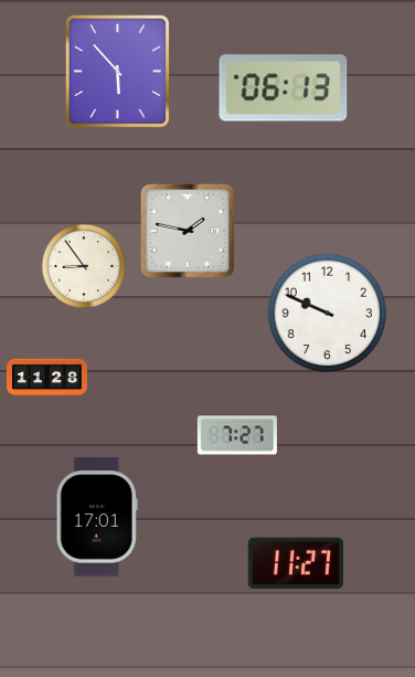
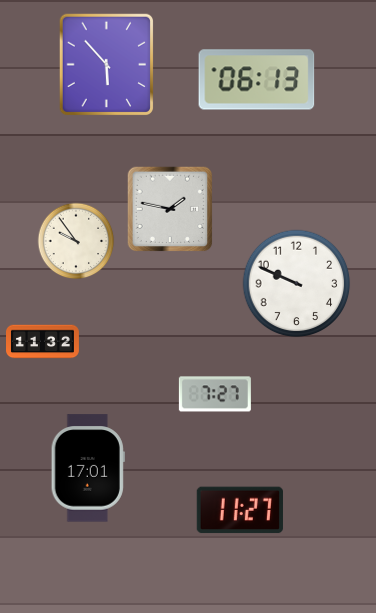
clock at (84, 266): 8:54 -> 9:54
clock at (47, 378): 11:28 -> 11:32
clock at (296, 563) position: (296, 563) -> (240, 510)
